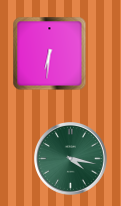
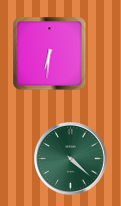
clock at (71, 159): 4:17 -> 4:22
